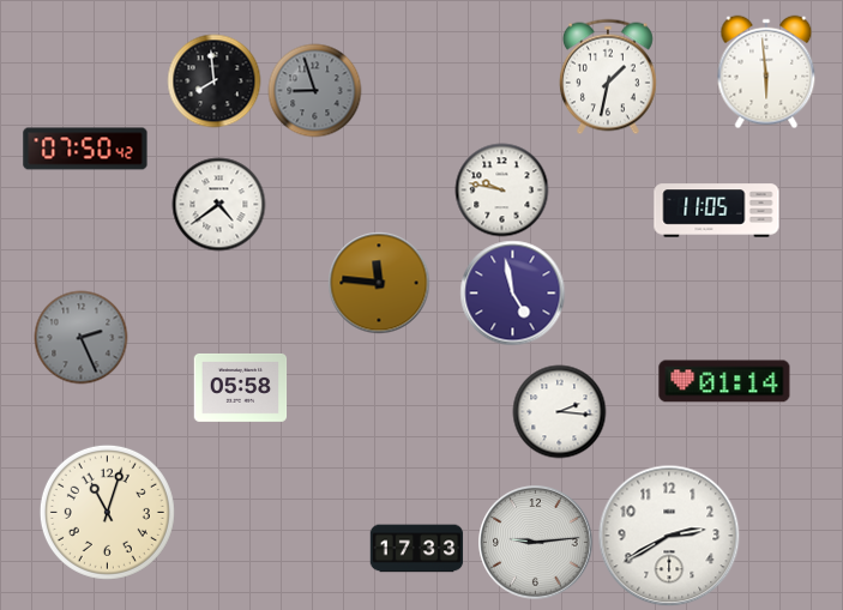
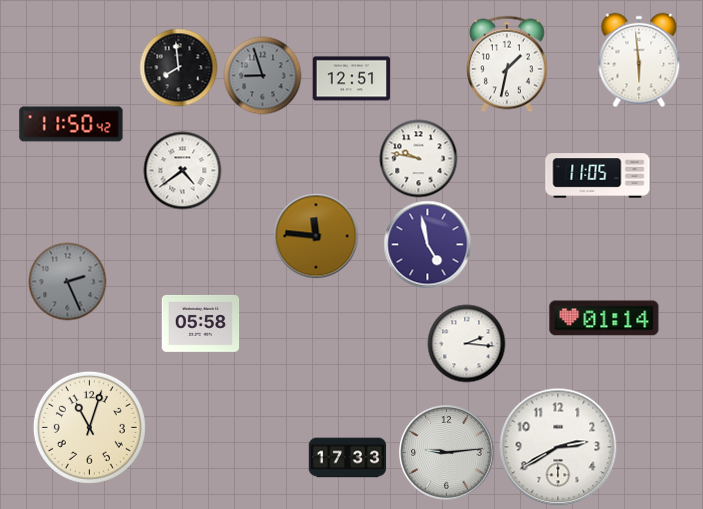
clock at (351, 79): none -> 12:51
clock at (85, 149): 07:50 -> 11:50
